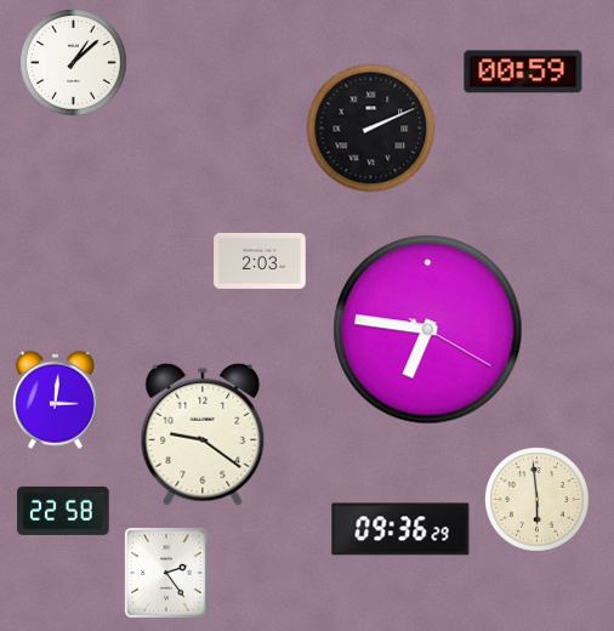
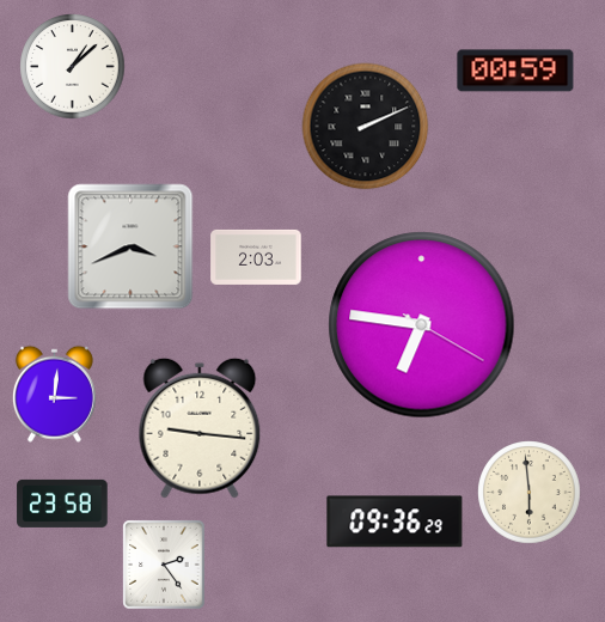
clock at (74, 63) position: (74, 63) -> (73, 67)
clock at (130, 246): none -> 3:41
clock at (203, 434): 9:21 -> 9:16
clock at (63, 511): 22:58 -> 23:58
